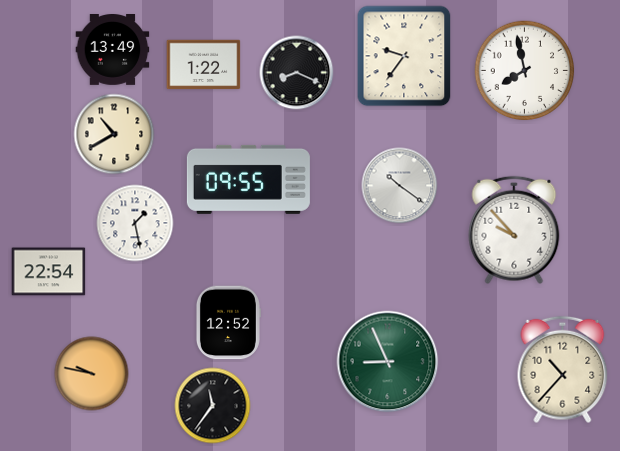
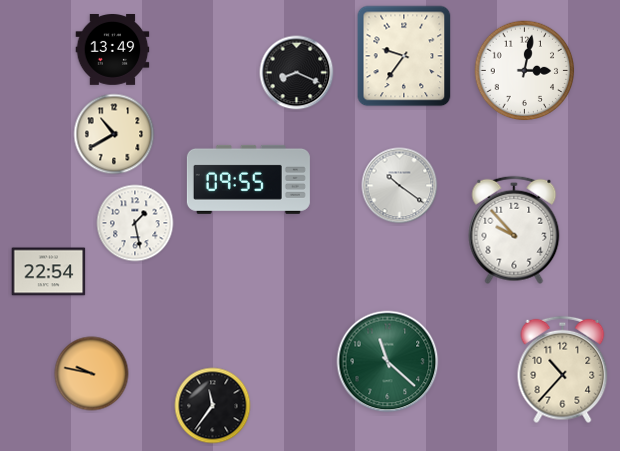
clock at (204, 65): 1:22 -> none
clock at (525, 71): 7:58 -> 3:02
clock at (228, 323): 12:52 -> none
clock at (388, 362): 8:56 -> 11:22
